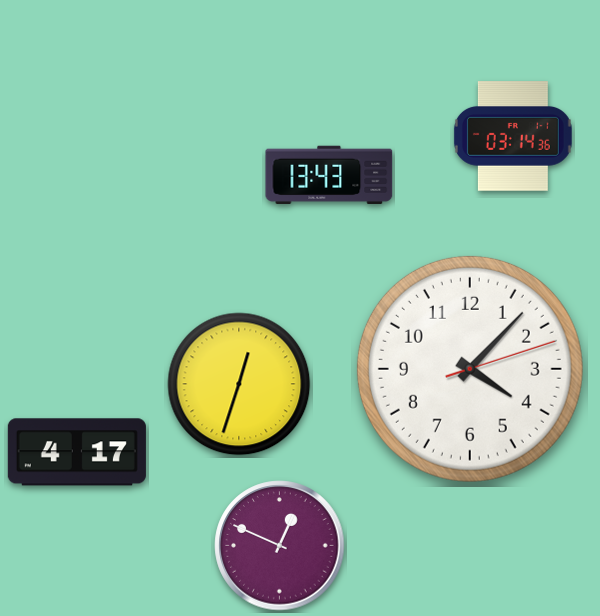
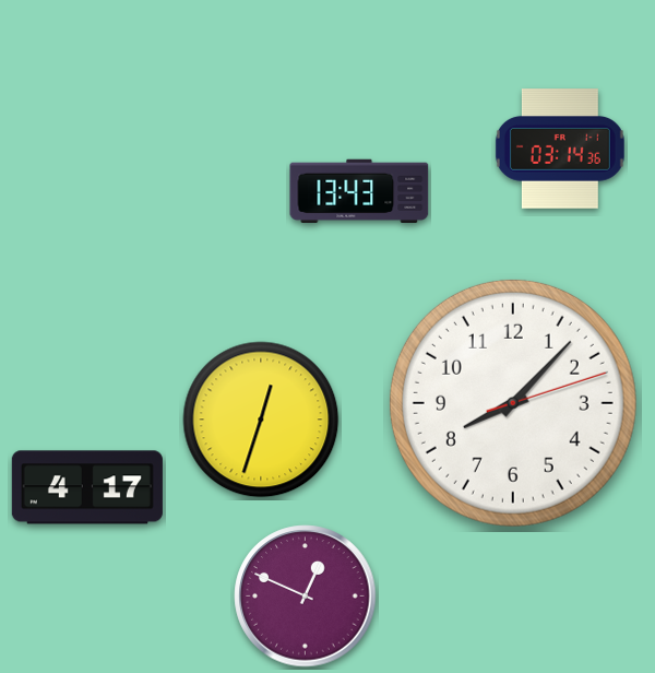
clock at (470, 369): 4:07 -> 8:07
clock at (77, 452) position: (77, 452) -> (87, 487)
